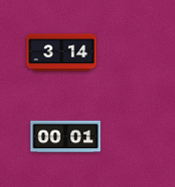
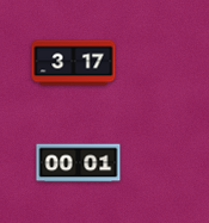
clock at (62, 53): 3:14 -> 3:17
